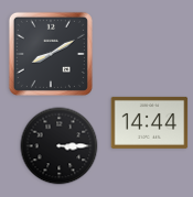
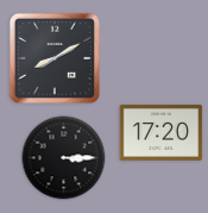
clock at (150, 122): 14:44 -> 17:20
